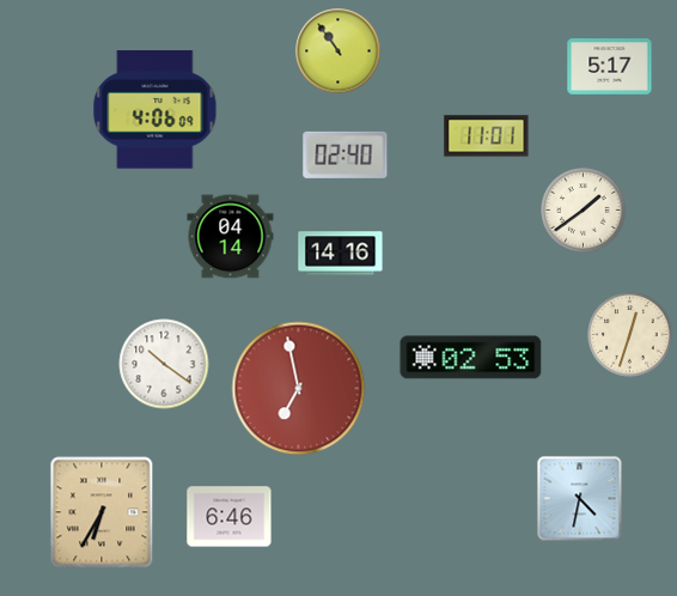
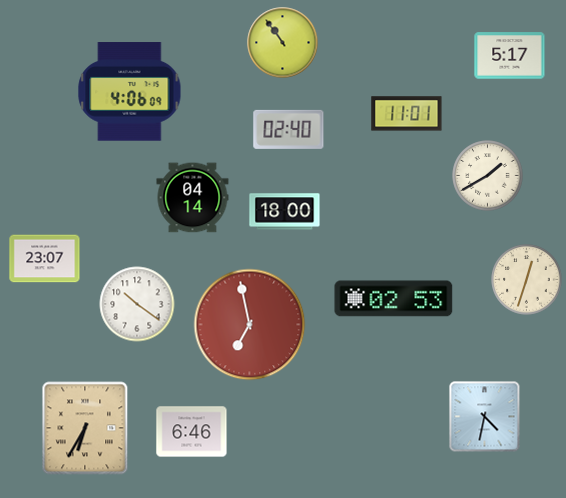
clock at (584, 211): 1:39 -> 1:40
clock at (341, 254): 14:16 -> 18:00
clock at (45, 259): none -> 23:07
